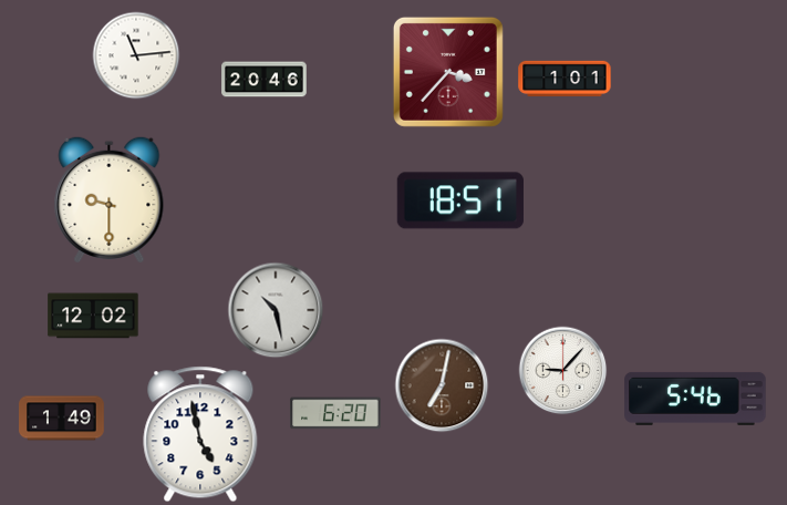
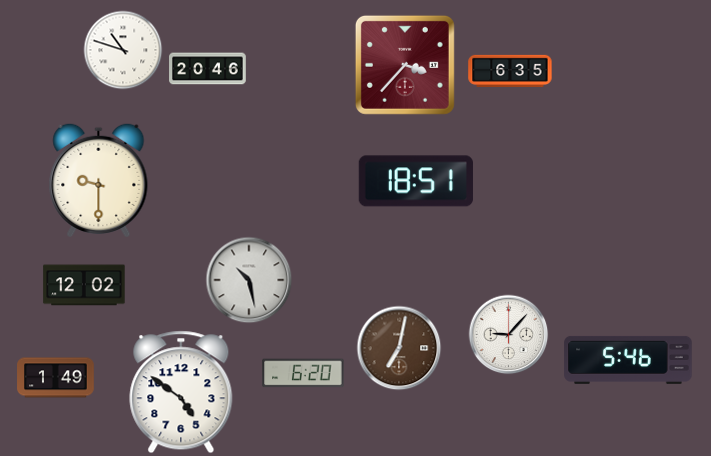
clock at (136, 55): 11:14 -> 10:48
clock at (565, 78): 1:01 -> 6:35
clock at (265, 80) position: (265, 80) -> (208, 69)
clock at (200, 434): 4:58 -> 4:51
